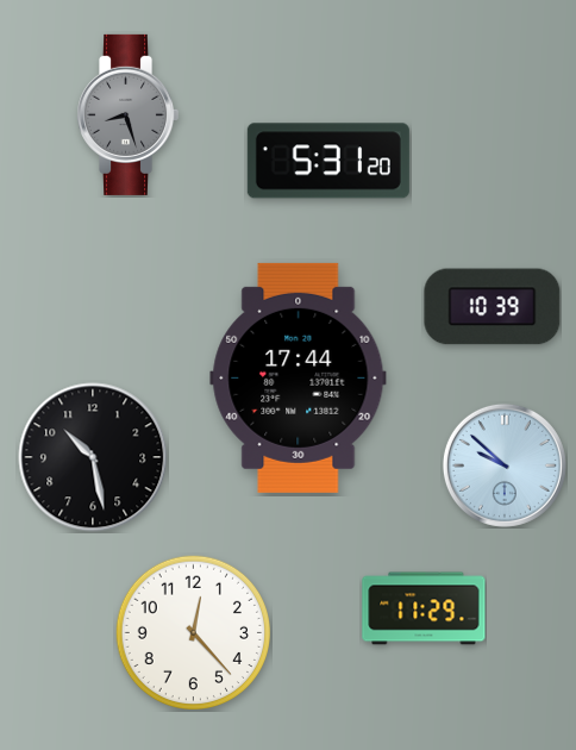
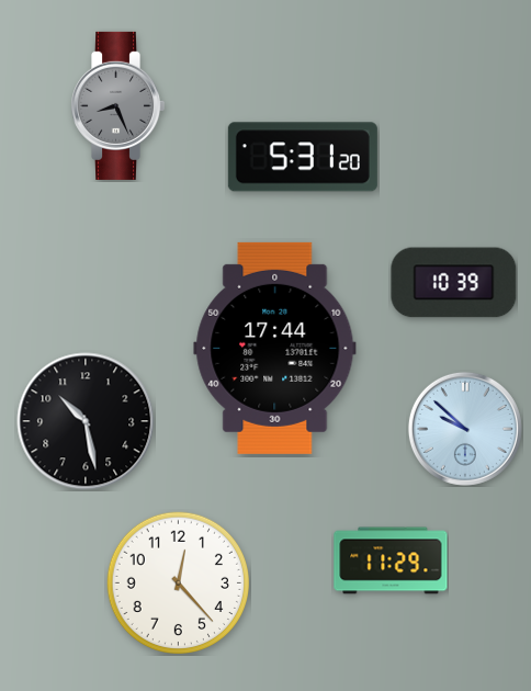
clock at (129, 114): 8:27 -> 8:26
clock at (328, 161) position: (328, 161) -> (303, 157)
